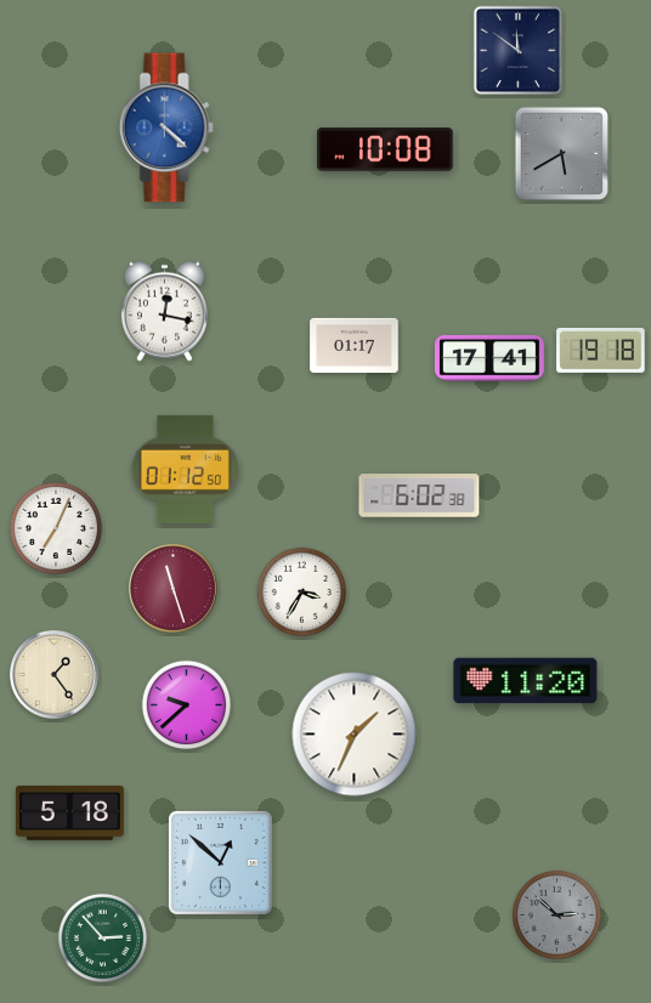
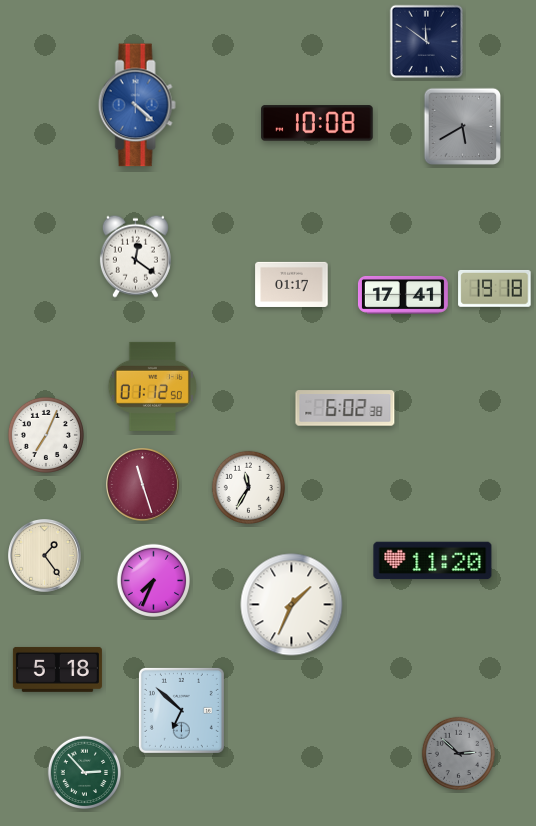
clock at (164, 311): 12:17 -> 12:21
clock at (301, 591): 3:35 -> 11:35
clock at (186, 704): 9:38 -> 7:34
clock at (220, 862): 12:52 -> 6:52
